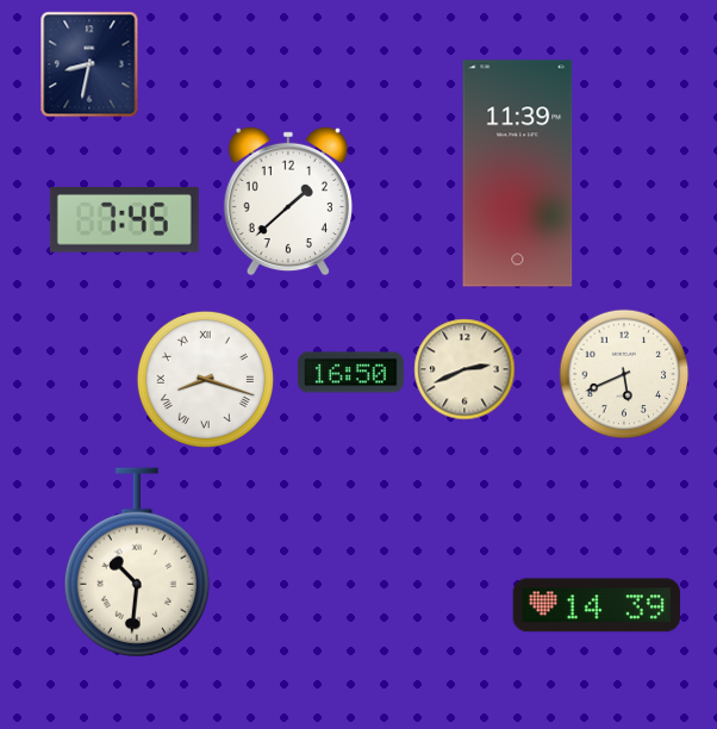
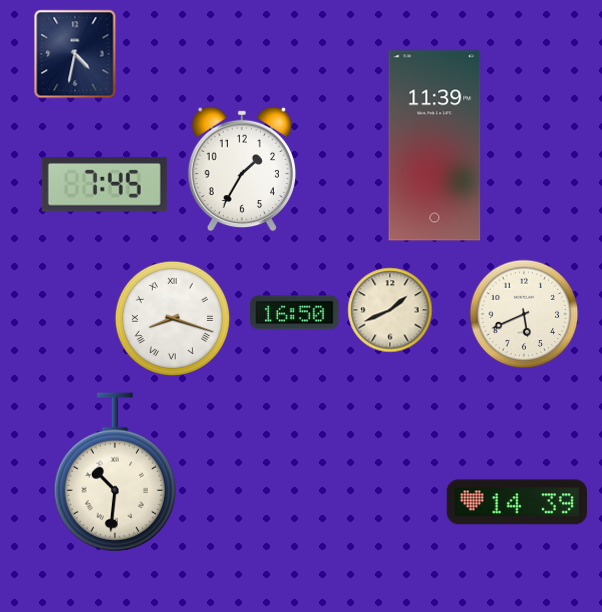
clock at (89, 64): 8:32 -> 4:32
clock at (288, 201): 1:38 -> 1:35
clock at (465, 369): 2:41 -> 1:41
clock at (596, 605) position: (596, 605) -> (516, 502)
